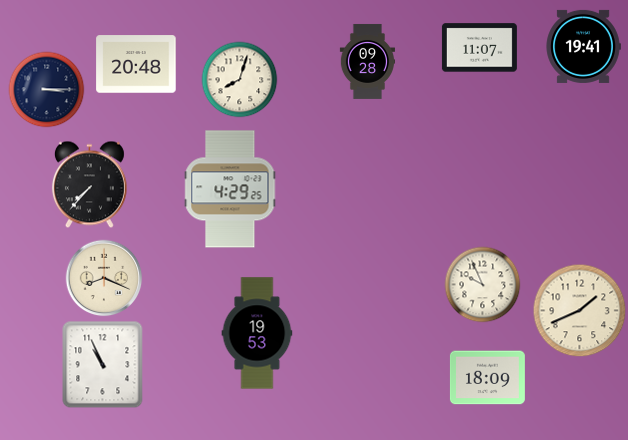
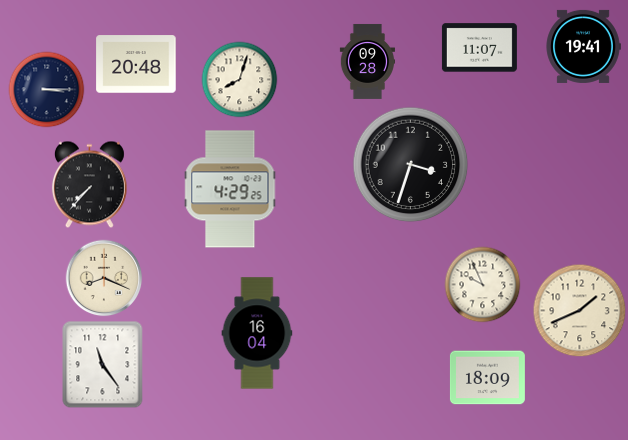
clock at (411, 165): none -> 3:33
clock at (257, 333): 19:53 -> 16:04
clock at (103, 365): 10:56 -> 11:24
